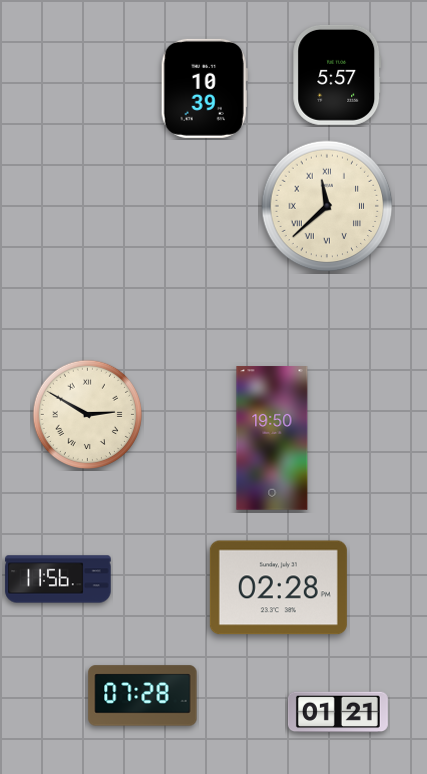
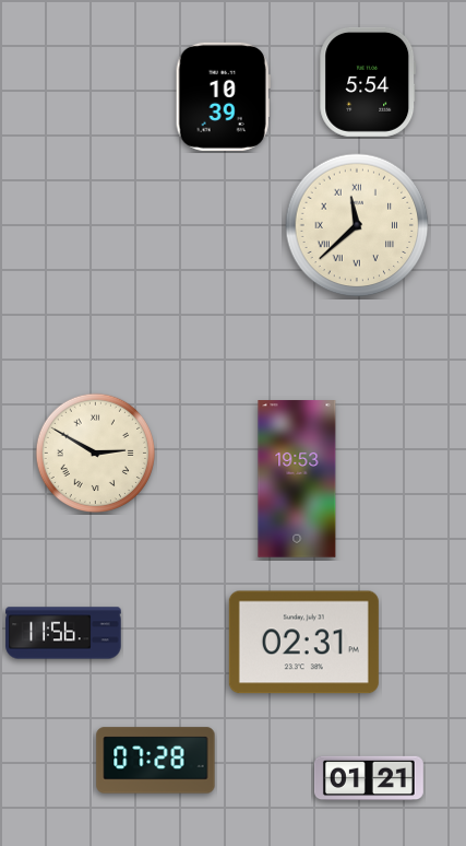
clock at (337, 75): 5:57 -> 5:54
clock at (272, 438): 19:50 -> 19:53
clock at (278, 588): 02:28 -> 02:31
